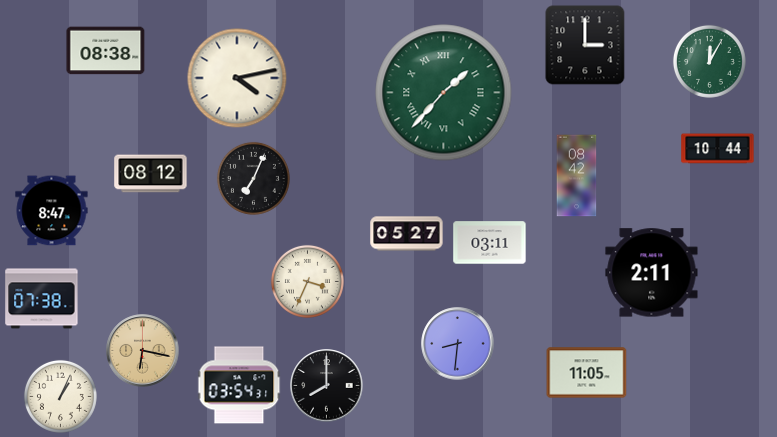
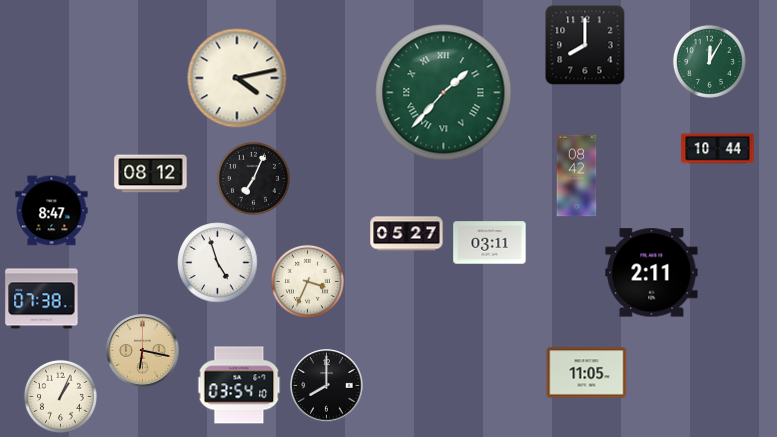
clock at (585, 45): 3:00 -> 8:00
clock at (106, 51): 08:38 -> none
clock at (218, 263): none -> 4:57
clock at (458, 344): 8:31 -> none
clock at (239, 385): 03:54:31 -> 03:54:10
